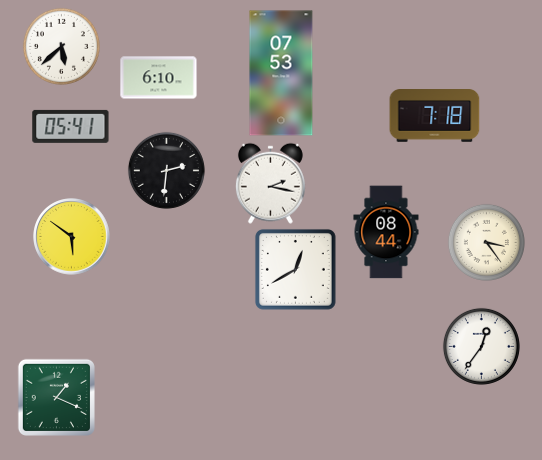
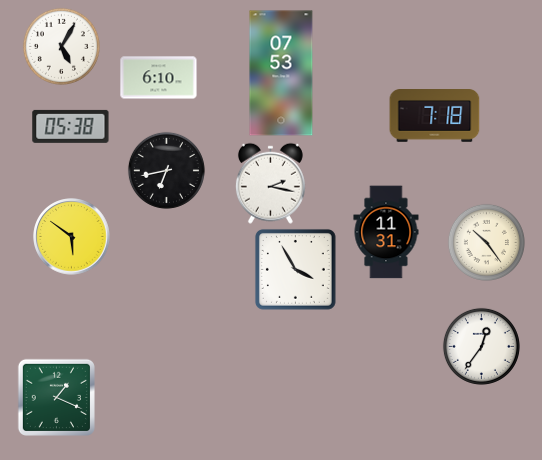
clock at (61, 46): 5:38 -> 5:05
clock at (71, 126): 05:41 -> 05:38
clock at (166, 170): 2:31 -> 6:43
clock at (386, 232): 08:44 -> 11:31
clock at (486, 242): 3:24 -> 10:24
clock at (295, 269): 12:40 -> 3:55
